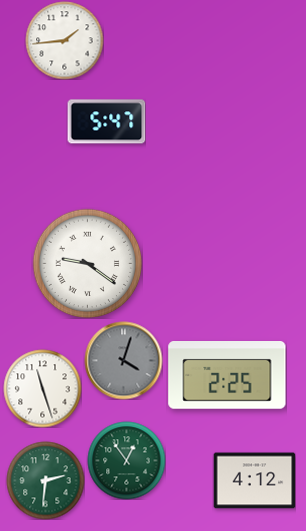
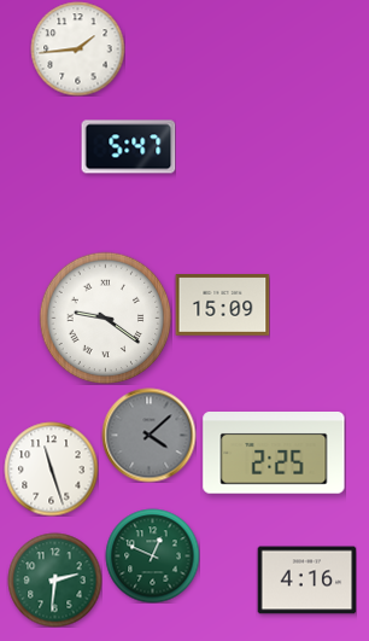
clock at (222, 305): none -> 15:09
clock at (123, 360): 4:03 -> 4:08
clock at (126, 460): 12:54 -> 12:49
clock at (254, 481): 4:12 -> 4:16
